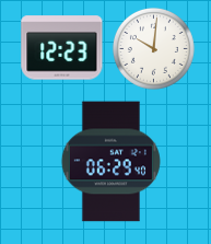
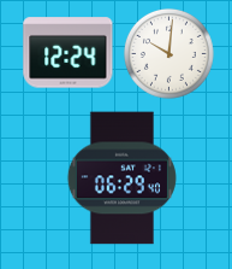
clock at (62, 48): 12:23 -> 12:24
